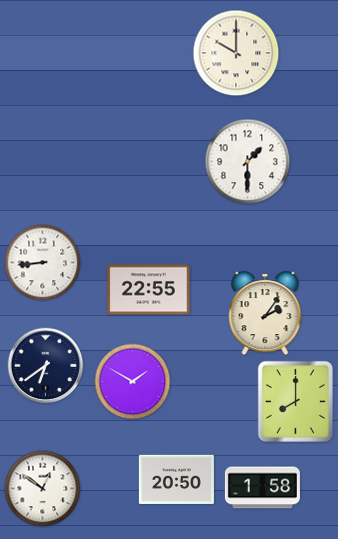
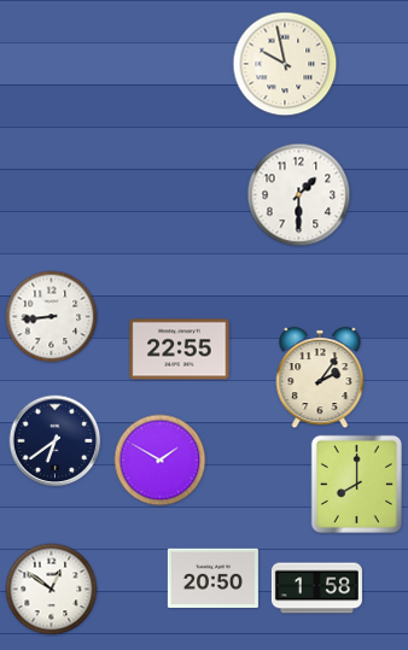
clock at (236, 53): 10:00 -> 9:58
